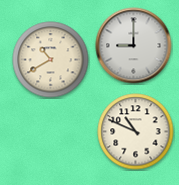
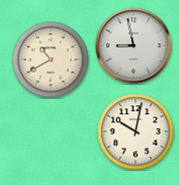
clock at (134, 46): 9:00 -> 8:58
clock at (136, 132): 10:49 -> 10:02
